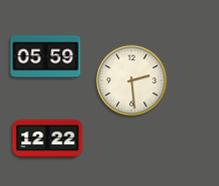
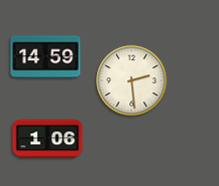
clock at (46, 57): 05:59 -> 14:59
clock at (48, 139): 12:22 -> 1:06
